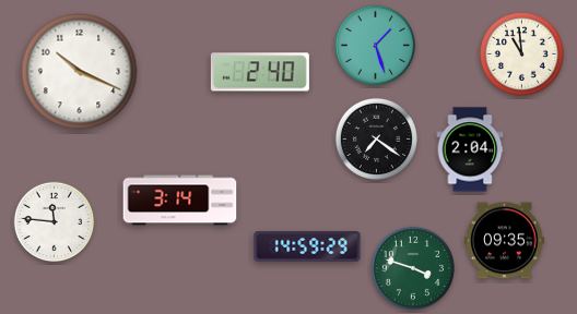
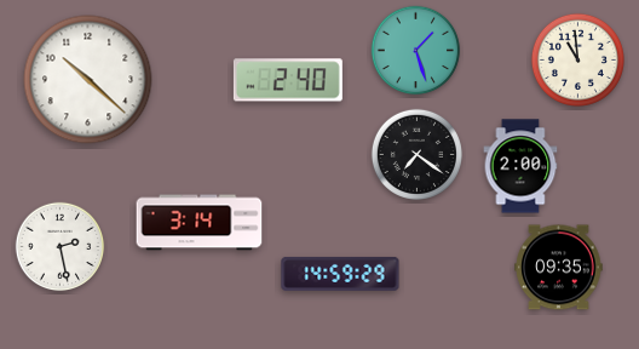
clock at (80, 72): 10:19 -> 10:22
clock at (470, 149): 2:04 -> 2:00
clock at (55, 222): 11:46 -> 2:28
clock at (413, 268): 3:48 -> none
